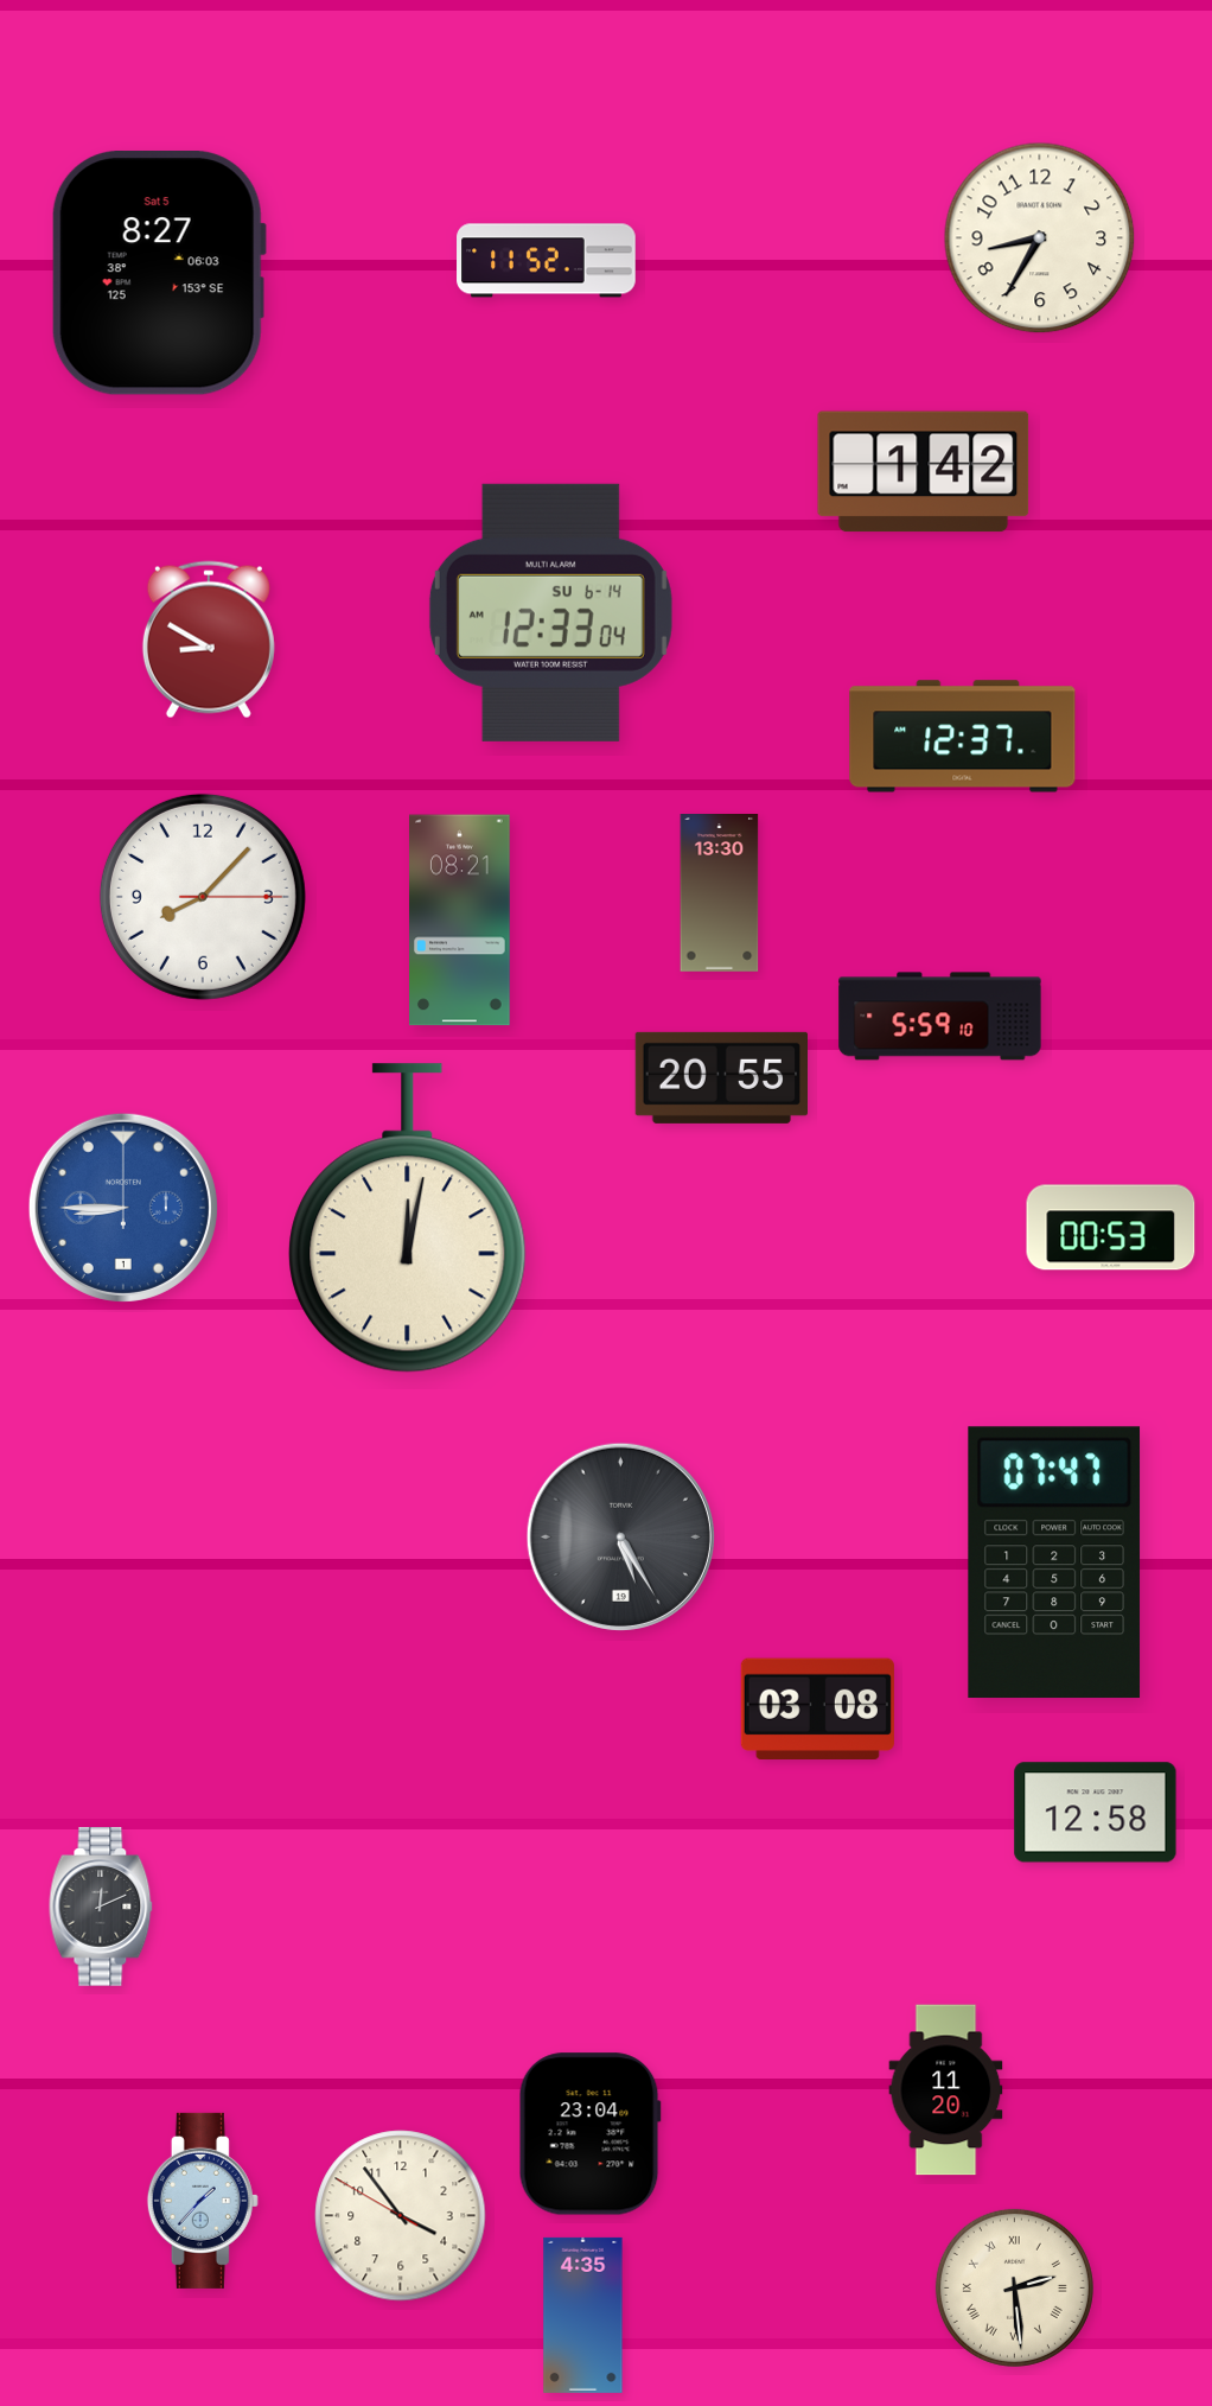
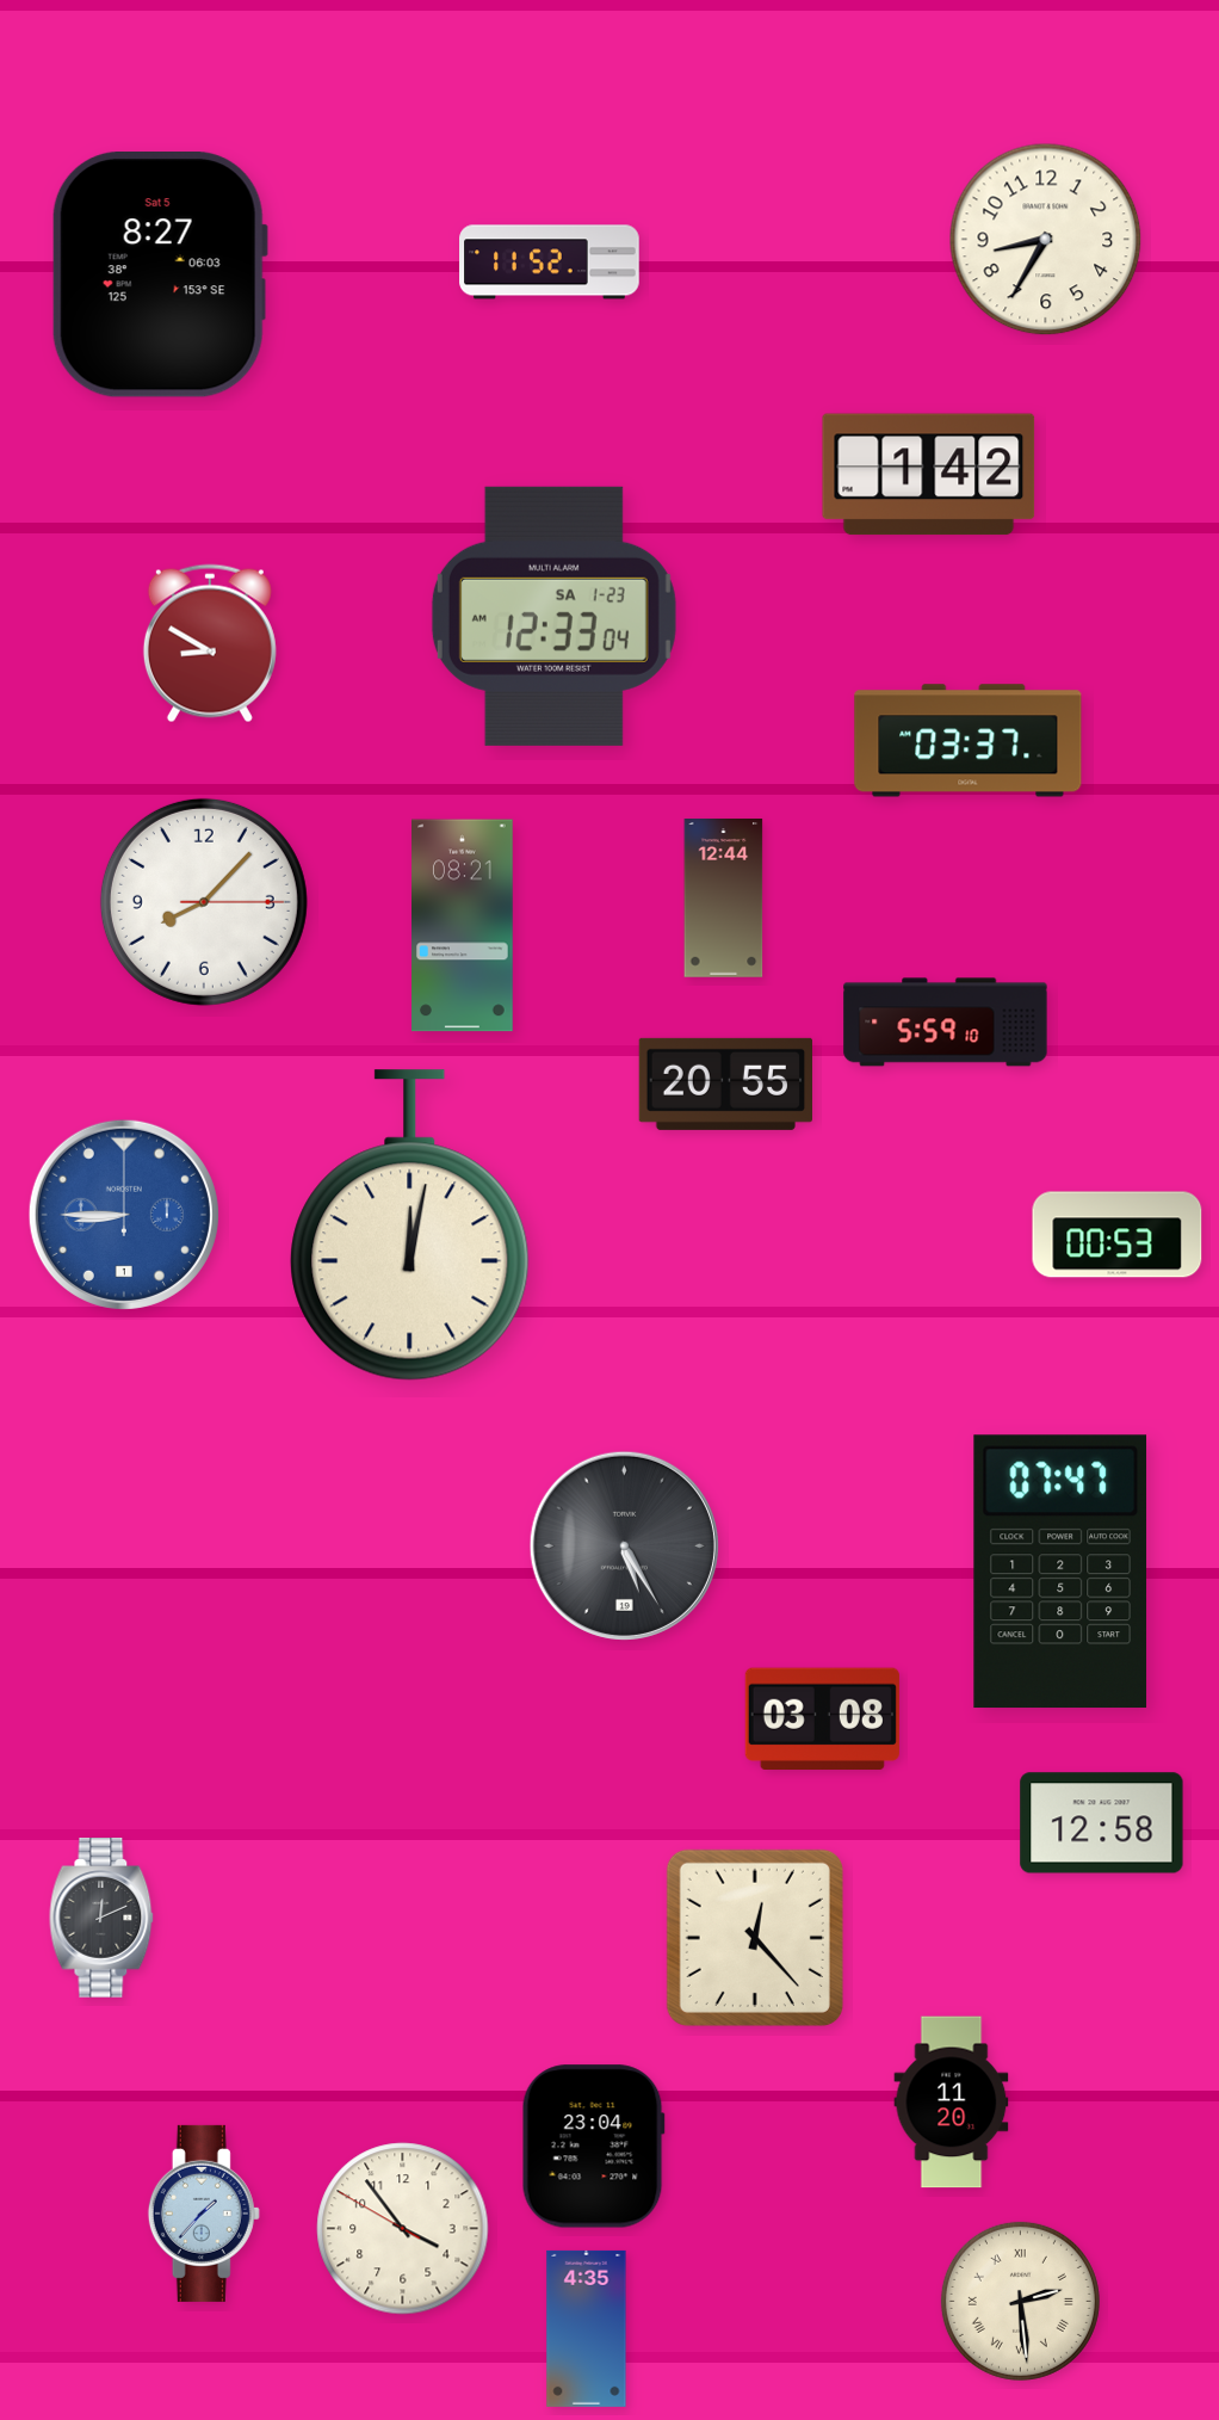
clock at (550, 612) date: SU 6-14 -> SA 1-23
clock at (963, 737): 12:37 -> 03:37
clock at (720, 893): 13:30 -> 12:44
clock at (755, 1938): none -> 12:23
